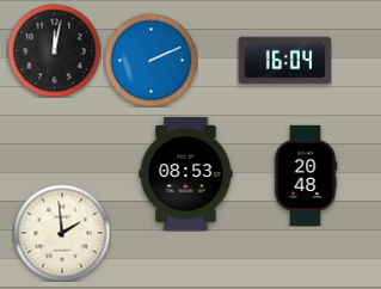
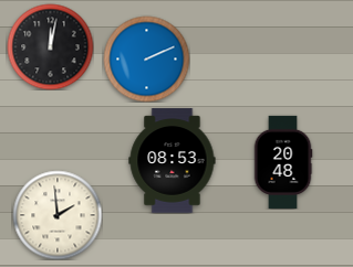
clock at (150, 60) position: (150, 60) -> (146, 58)
clock at (284, 61): 16:04 -> none
